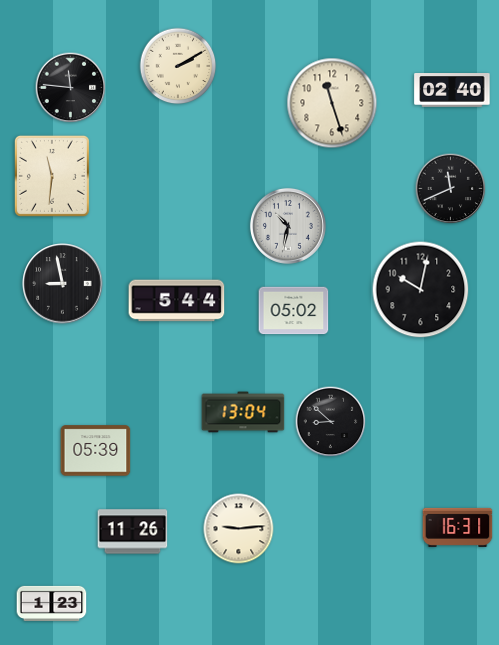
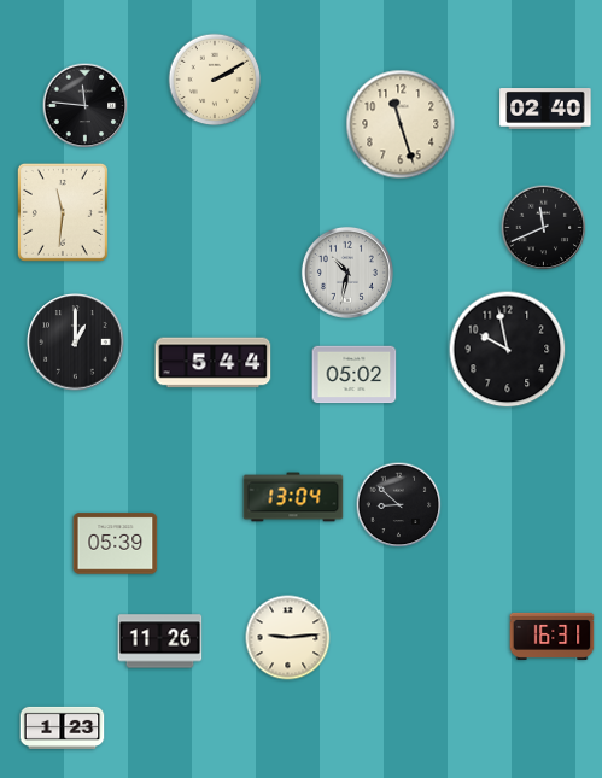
clock at (63, 284): 8:58 -> 1:00
clock at (421, 290): 10:02 -> 9:58
clock at (331, 422) position: (331, 422) -> (399, 505)
